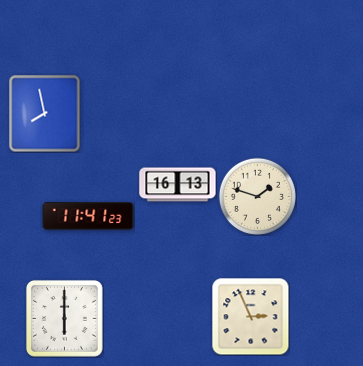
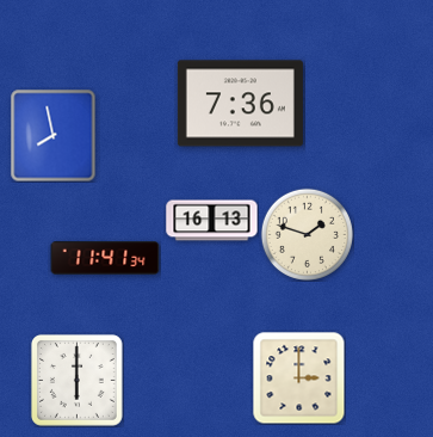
clock at (240, 104): none -> 7:36
clock at (88, 216): 11:41:23 -> 11:41:34
clock at (250, 316): 2:56 -> 3:00
